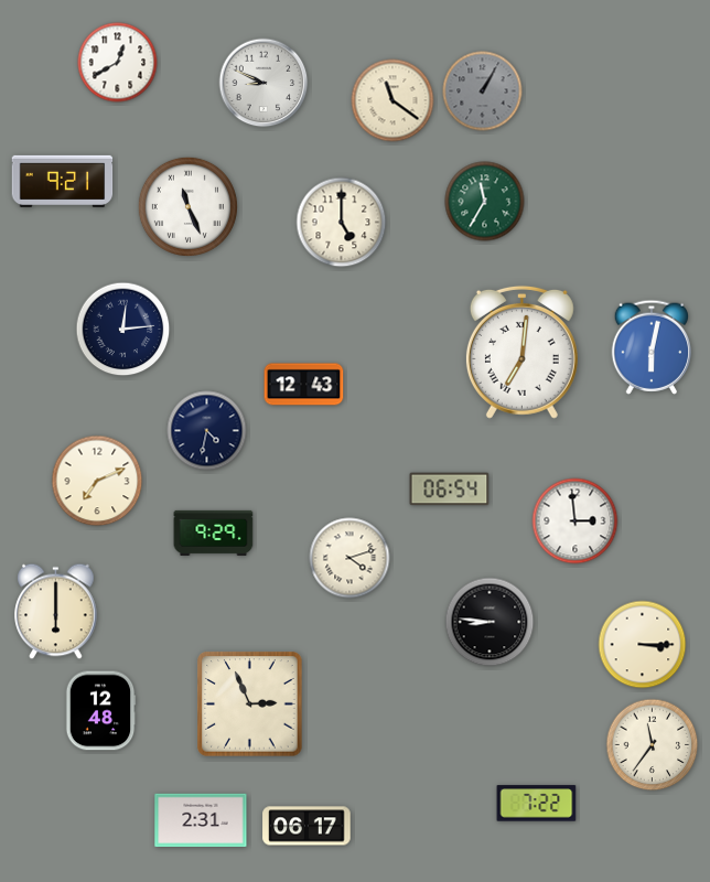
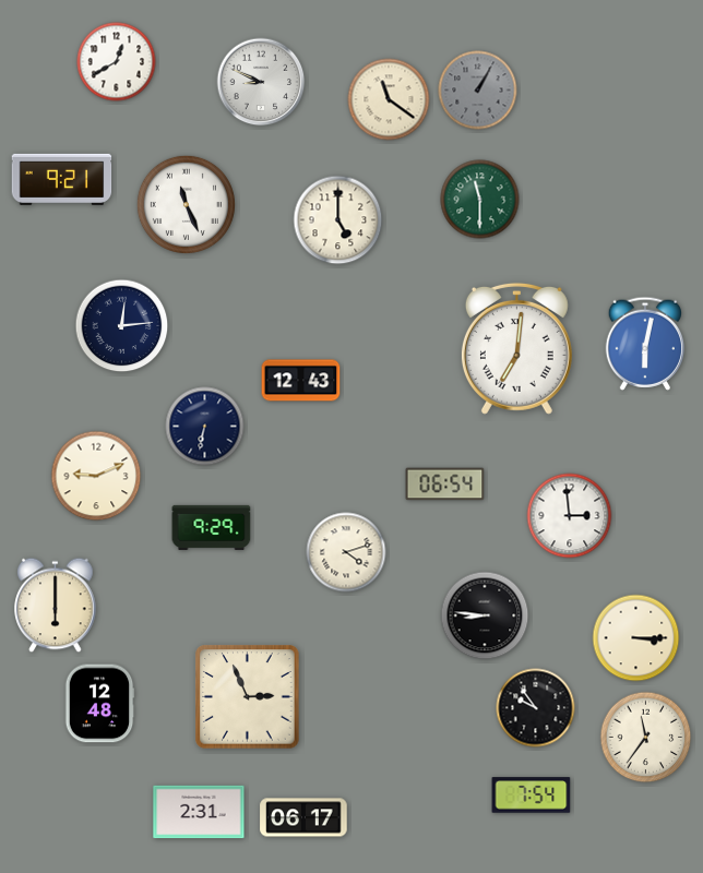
clock at (485, 202): 11:35 -> 11:30
clock at (207, 431): 4:32 -> 6:32
clock at (97, 481): 7:11 -> 9:11
clock at (536, 708): none -> 9:54
clock at (537, 804): 7:22 -> 7:54
